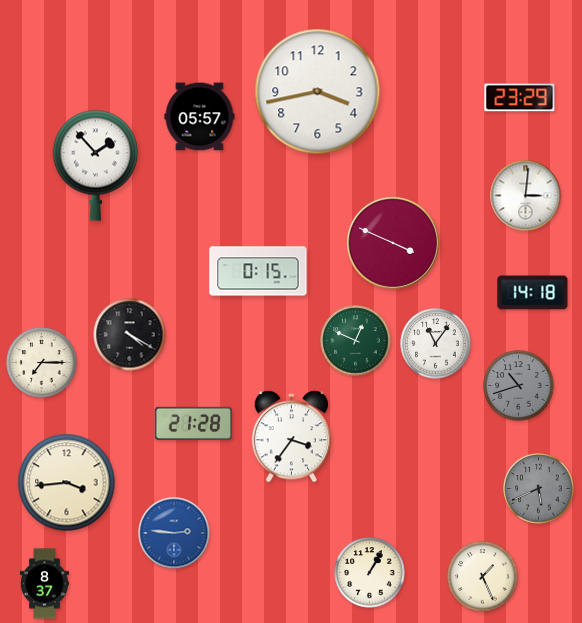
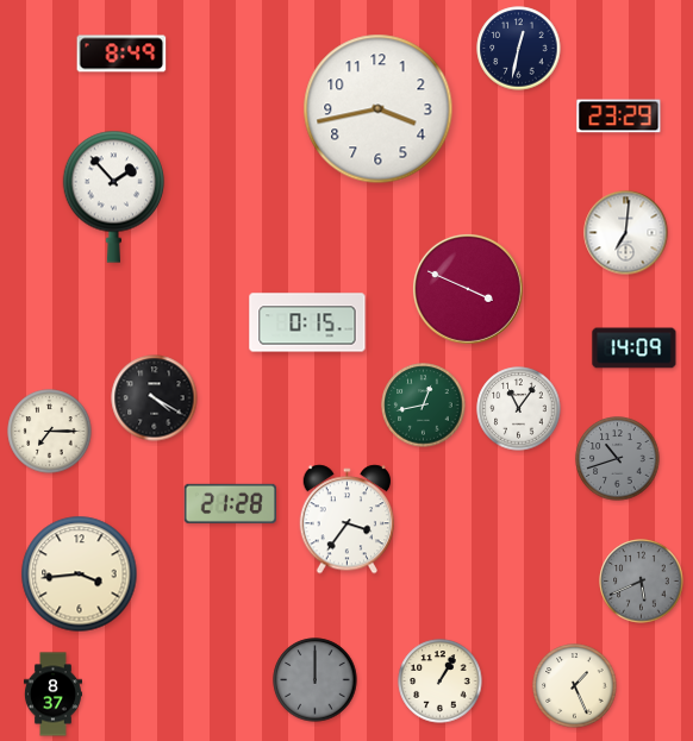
clock at (519, 49): none -> 12:32
clock at (121, 54): none -> 8:49
clock at (200, 117): 05:57 -> none
clock at (526, 196): 3:01 -> 7:01
clock at (533, 293): 14:18 -> 14:09
clock at (356, 341): 12:49 -> 12:43
clock at (174, 533): 2:46 -> none
clock at (316, 680): none -> 12:00
